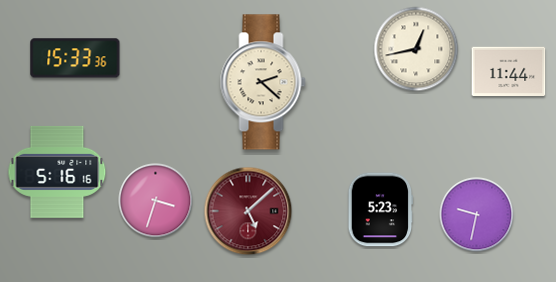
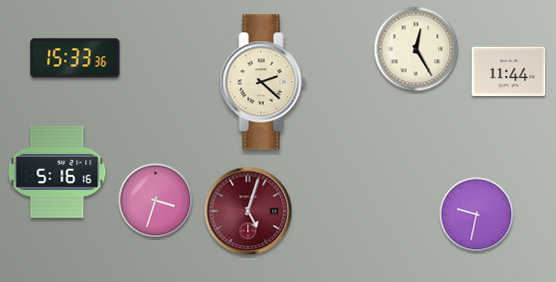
clock at (416, 49): 12:43 -> 12:25
clock at (381, 210): 5:23 -> none
clock at (248, 211): 5:08 -> 5:03
